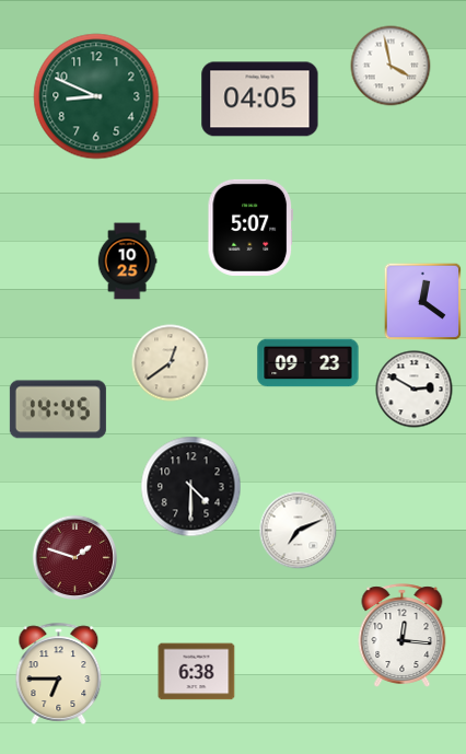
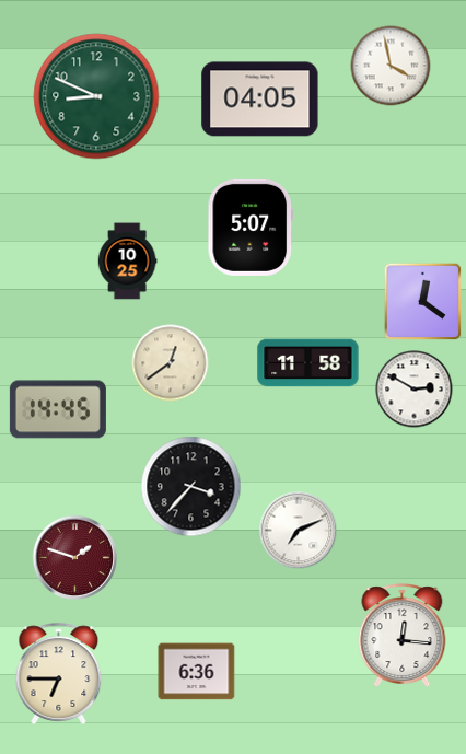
clock at (308, 363): 09:23 -> 11:58
clock at (191, 487): 4:30 -> 3:37
clock at (197, 672): 6:38 -> 6:36
